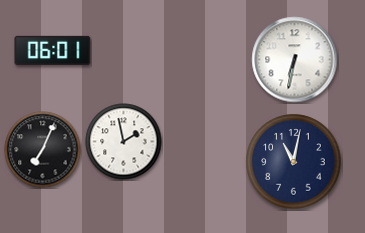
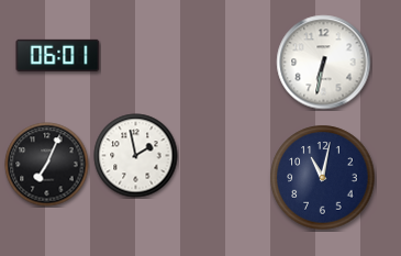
clock at (295, 60) position: (295, 60) -> (324, 63)
